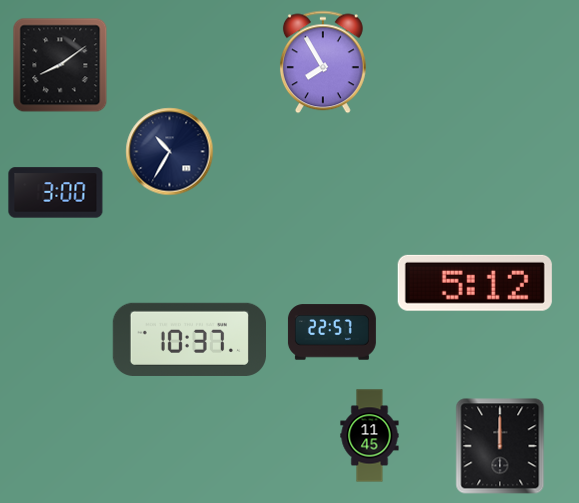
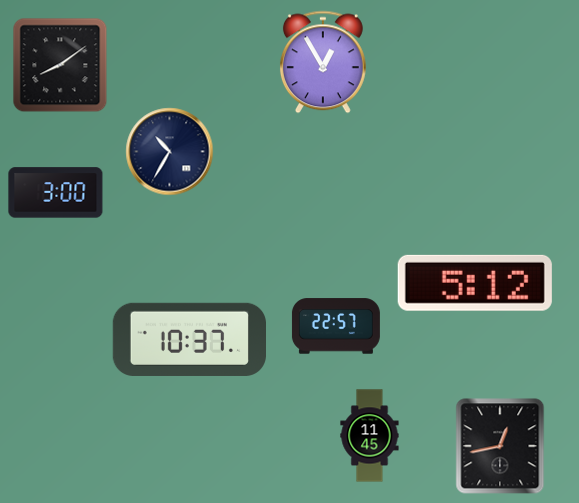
clock at (323, 62): 7:55 -> 12:55
clock at (332, 332) position: (332, 332) -> (336, 326)
clock at (500, 446): 12:00 -> 12:43
